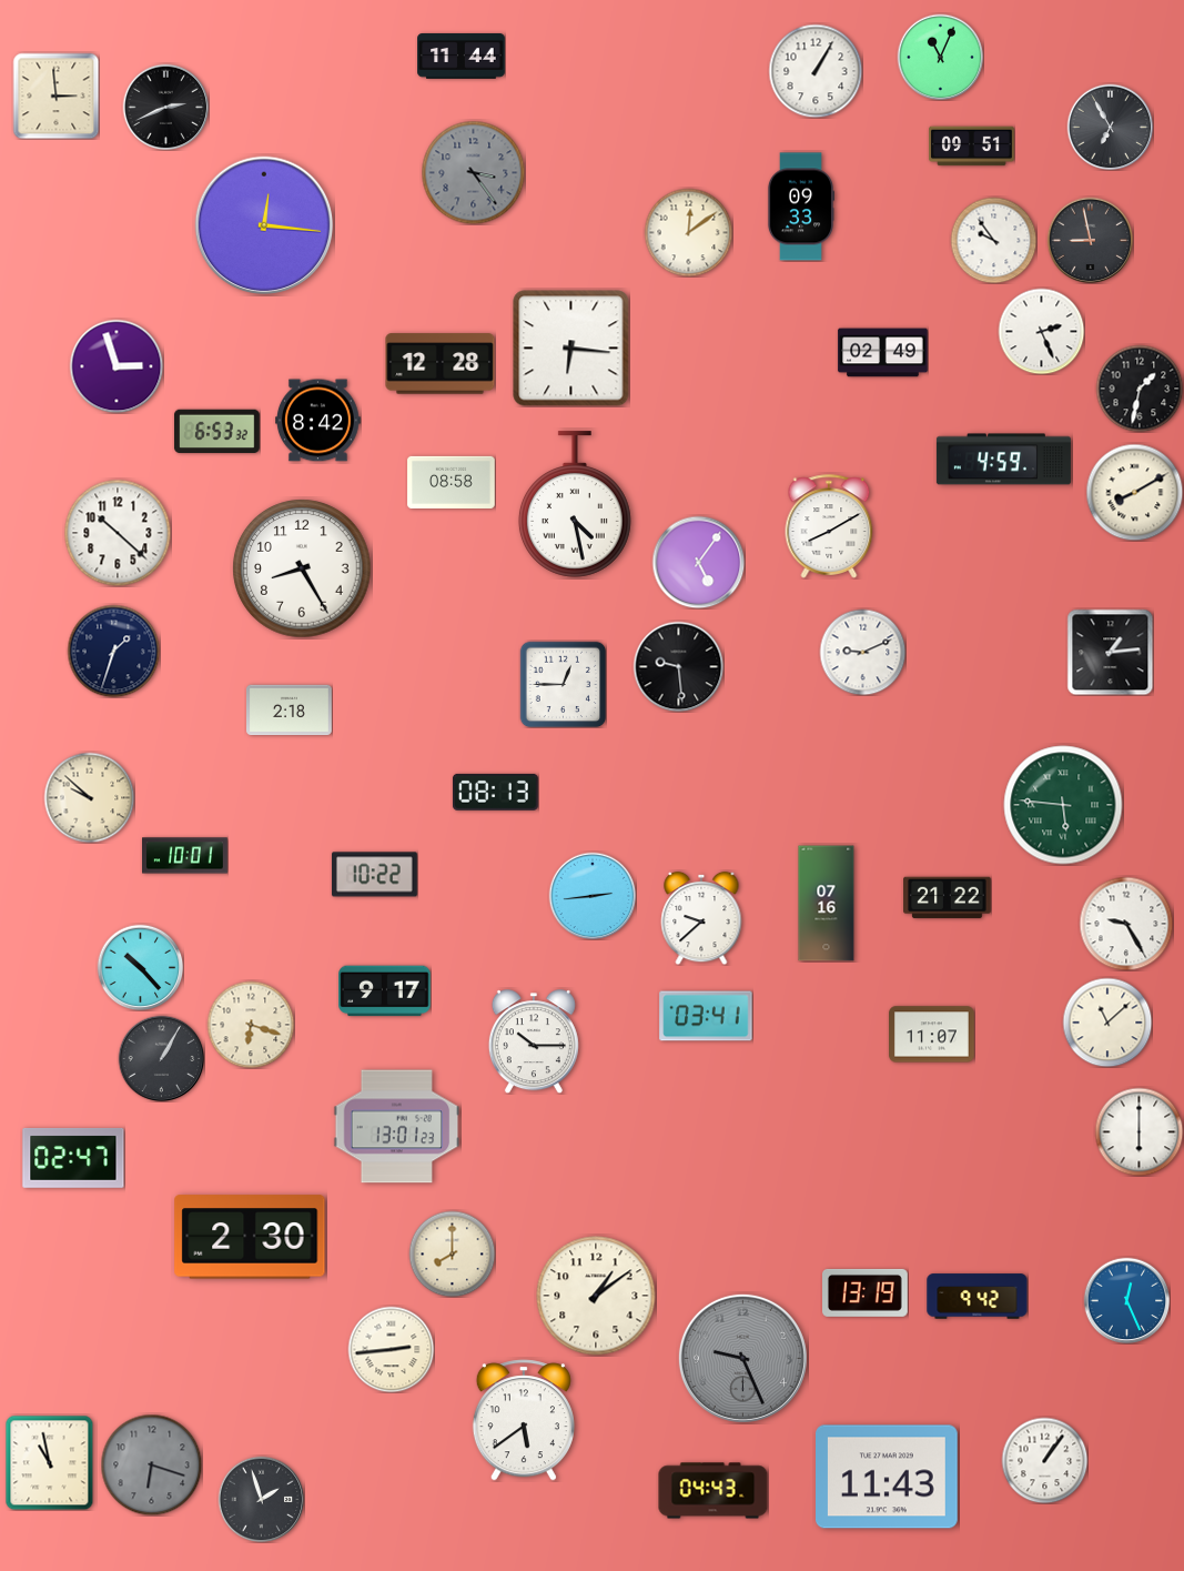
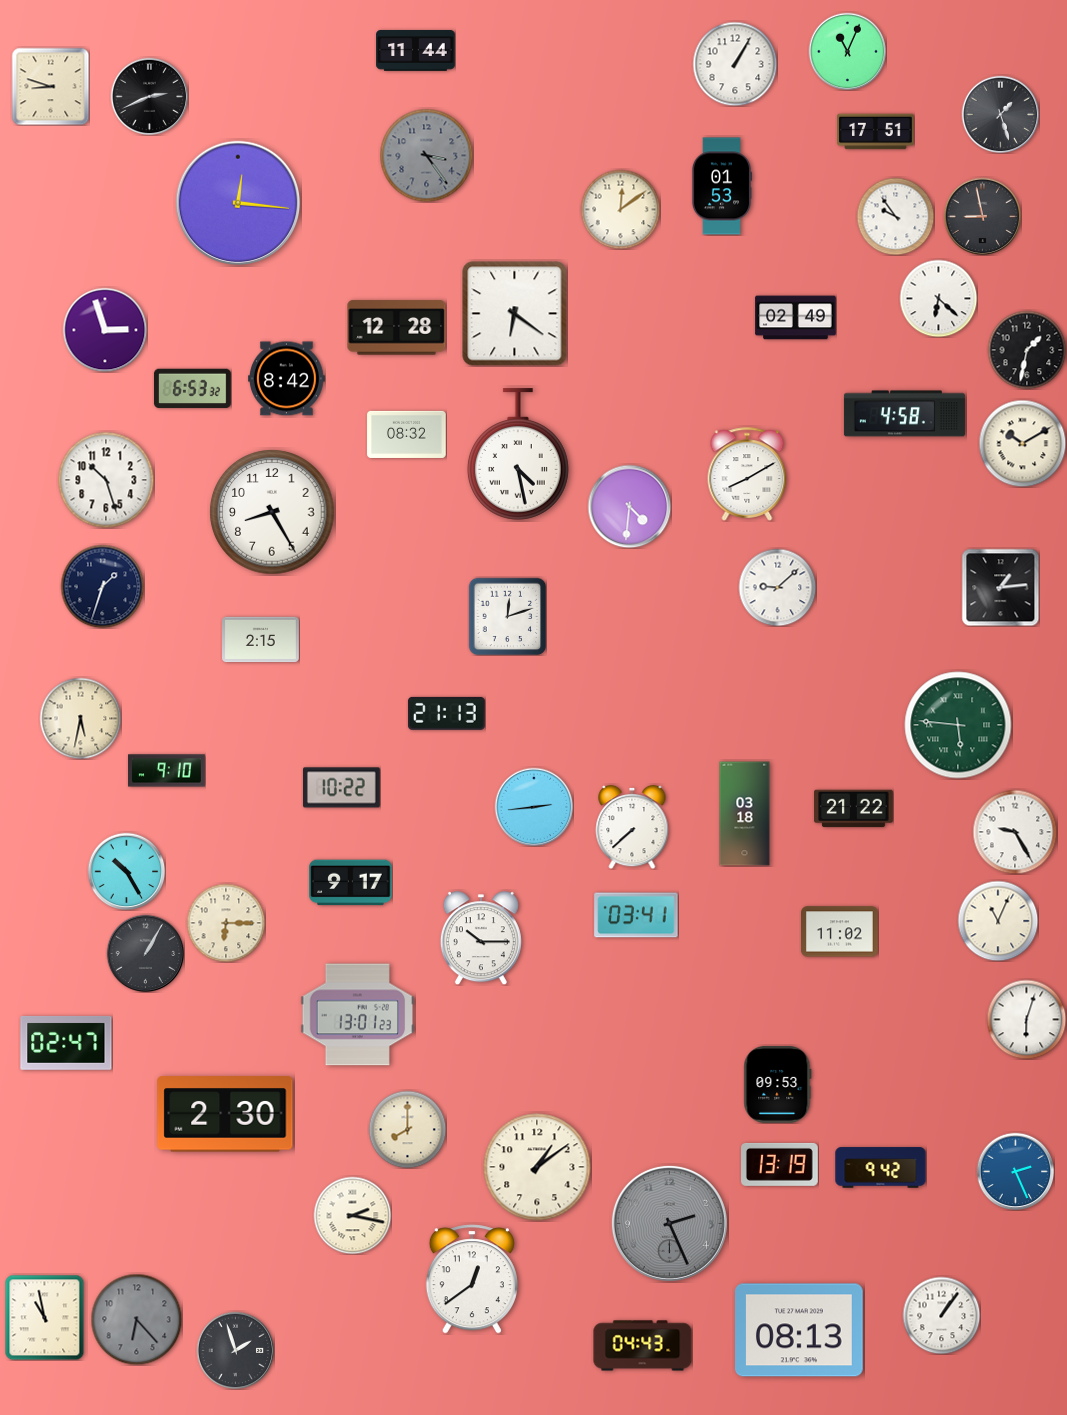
clock at (55, 95): 2:59 -> 8:48
clock at (1110, 127): 6:55 -> 1:27
clock at (972, 147): 09:51 -> 17:51
clock at (801, 207): 09:33 -> 01:53
clock at (1041, 331): 2:26 -> 6:22
clock at (571, 349): 6:16 -> 6:21
clock at (216, 432) position: (216, 432) -> (192, 389)
clock at (1003, 460): 4:59 -> 4:58
clock at (452, 482): 08:58 -> 08:32
clock at (1134, 492): 8:10 -> 10:10
clock at (118, 533): 10:22 -> 10:27
clock at (698, 562): 5:06 -> 4:31
clock at (862, 652): 9:11 -> 9:08
clock at (678, 666): 9:29 -> none
clock at (563, 684): 12:45 -> 12:12
clock at (290, 711): 2:18 -> 2:15
clock at (495, 792): 08:13 -> 21:13
clock at (89, 797): 9:52 -> 5:32
clock at (185, 856): 10:01 -> 9:10
clock at (374, 875) position: (374, 875) -> (341, 788)
clock at (827, 904): 07:16 -> 03:18
clock at (701, 918): 9:38 -> 7:38
clock at (140, 967): 10:23 -> 10:25
clock at (385, 991) position: (385, 991) -> (351, 883)
clock at (1107, 1023): 11:08 -> 11:04
clock at (251, 1025): 6:18 -> 6:15
clock at (932, 1035): 11:07 -> 11:02
clock at (1139, 1131): 6:00 -> 6:03
clock at (778, 1084): none -> 09:53
clock at (1126, 1300): 12:26 -> 2:26
clock at (391, 1349): 2:44 -> 2:17
clock at (742, 1358): 9:26 -> 2:26
clock at (524, 1420): 5:39 -> 12:39
clock at (151, 1464): 6:18 -> 6:23
clock at (888, 1477): 11:43 -> 08:13
clock at (714, 1491) position: (714, 1491) -> (643, 1346)
